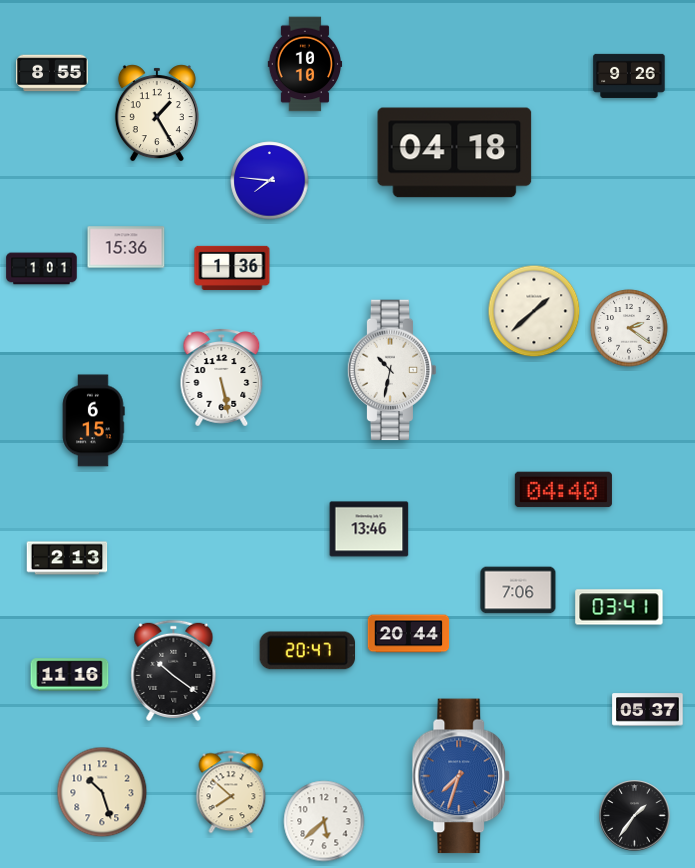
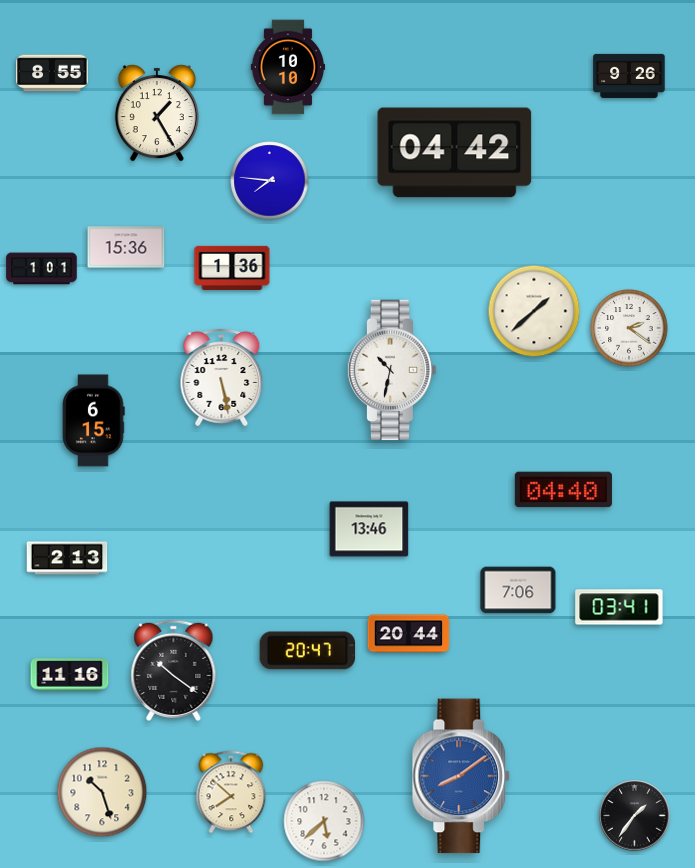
clock at (305, 64) position: (305, 64) -> (288, 67)
clock at (455, 153): 04:18 -> 04:42
clock at (648, 710): 05:37 -> none
clock at (461, 776): 7:33 -> 8:09
